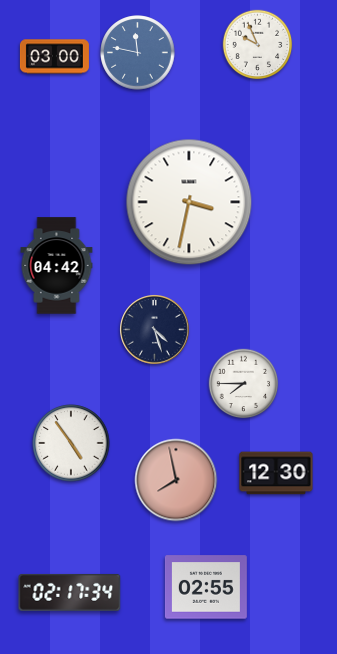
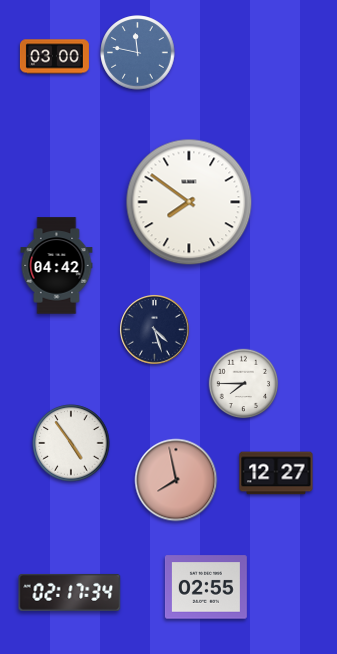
clock at (258, 45): 9:56 -> none
clock at (189, 202): 3:32 -> 7:51
clock at (276, 473): 12:30 -> 12:27
